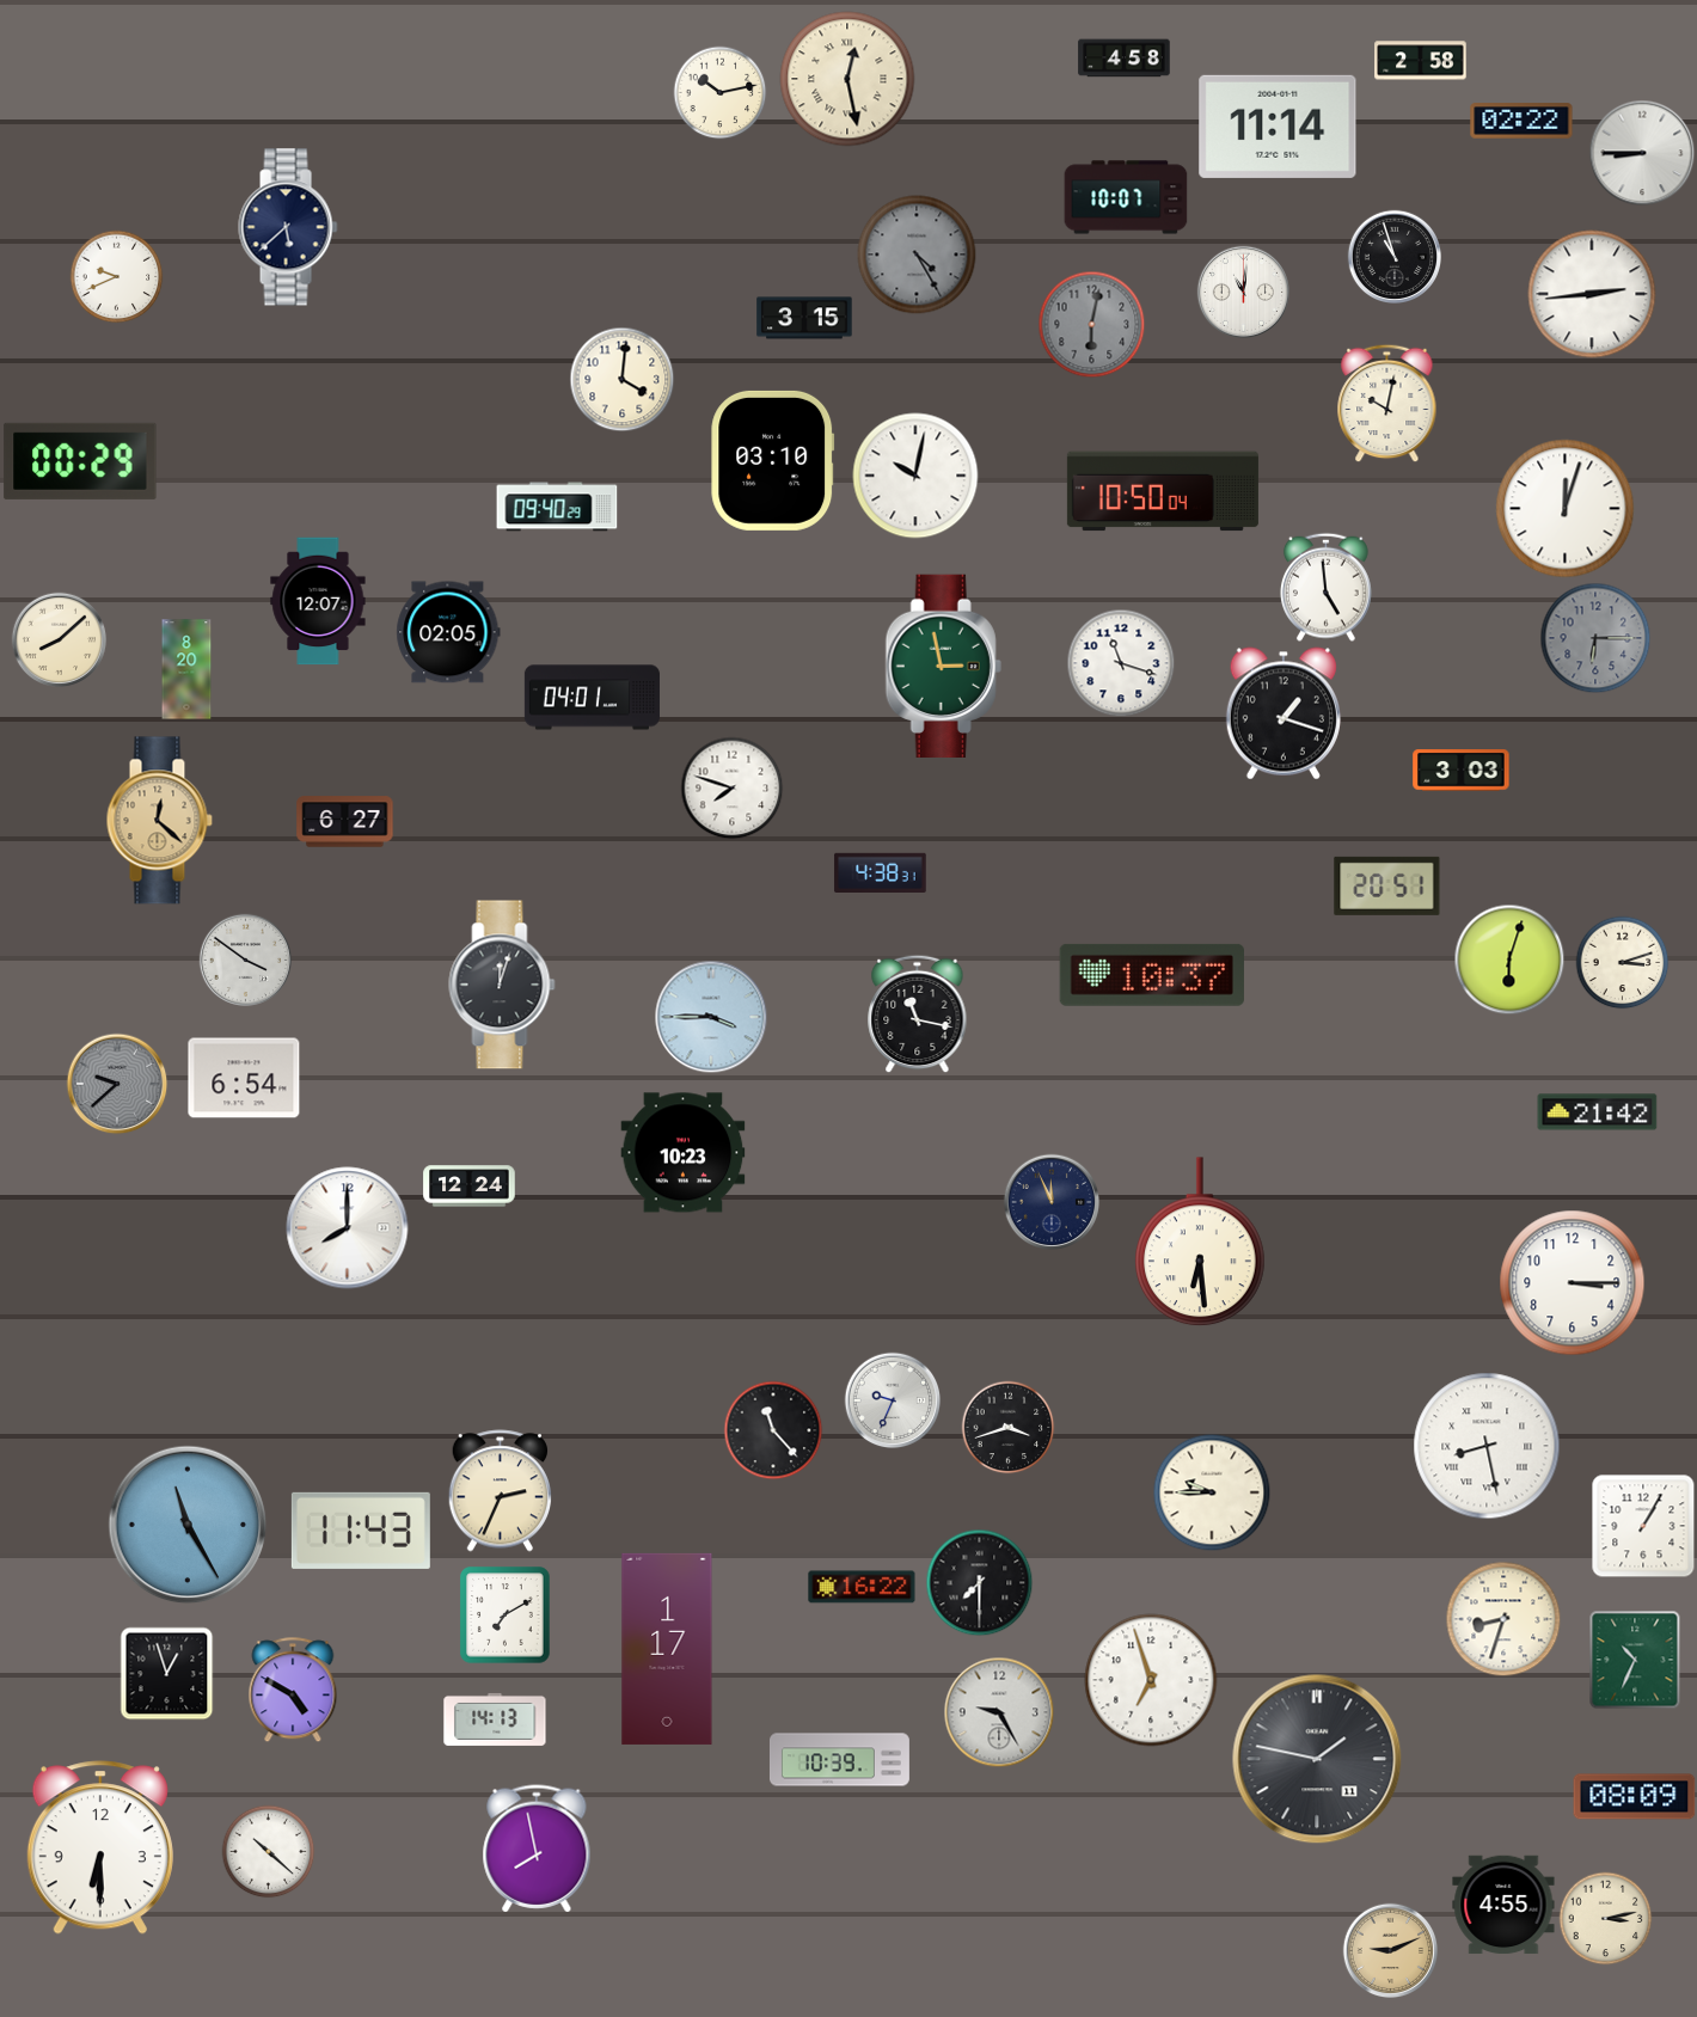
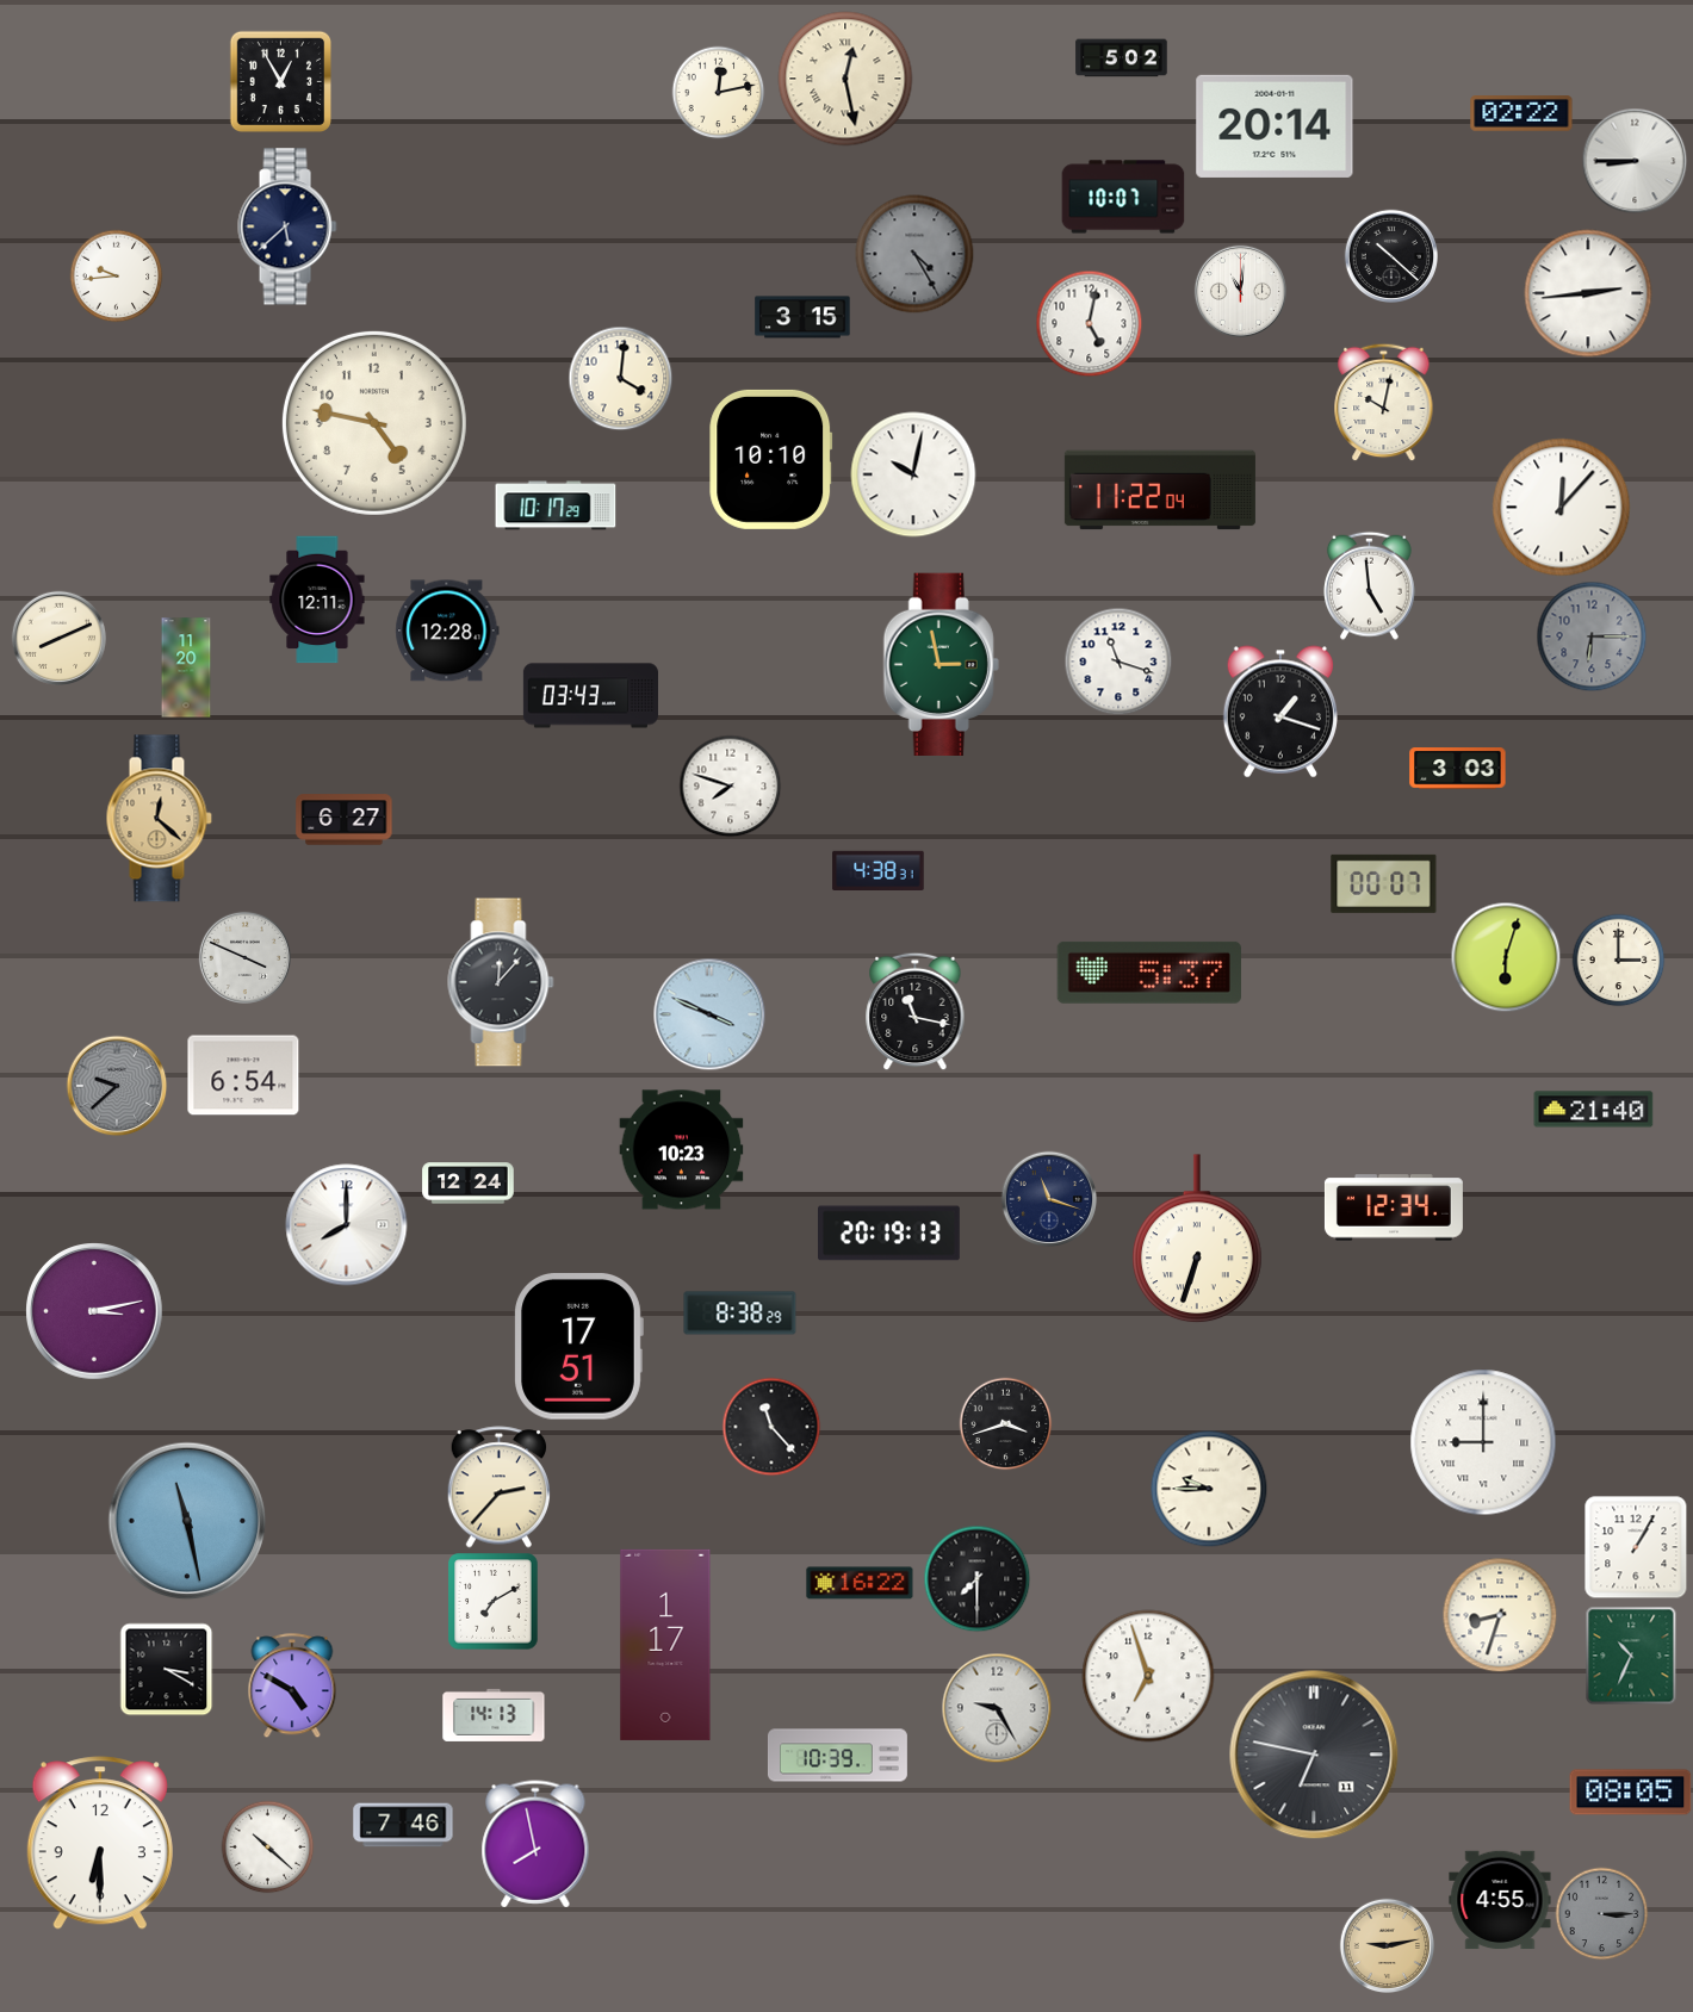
clock at (1125, 59): 4:58 -> 5:02
clock at (1421, 61): 2:58 -> none
clock at (280, 81): none -> 12:55
clock at (719, 92): 10:13 -> 12:13
clock at (1521, 121) position: (1521, 121) -> (1521, 113)
clock at (1278, 127): 11:14 -> 20:14
clock at (1642, 153) position: (1642, 153) -> (1635, 161)
clock at (1393, 256): 10:57 -> 10:22
clock at (116, 276): 9:41 -> 9:44
clock at (1091, 324): 6:02 -> 5:02
clock at (1091, 324) dial: grey -> white
clock at (374, 423): none -> 4:47
clock at (773, 460): 03:10 -> 10:10
clock at (80, 461): 00:29 -> none
clock at (1163, 491): 10:50 -> 11:22
clock at (557, 507): 09:40 -> 10:17
clock at (1566, 509): 12:03 -> 12:07
clock at (1325, 587) position: (1325, 587) -> (1369, 585)
clock at (318, 601): 12:07 -> 12:11
clock at (448, 632): 02:05 -> 12:28
clock at (59, 639): 8:08 -> 8:11
clock at (186, 669): 8:20 -> 11:20
clock at (592, 698): 04:01 -> 03:43
clock at (1387, 885): 20:51 -> 00:07
clock at (245, 960): 3:51 -> 3:49
clock at (1622, 962): 3:12 -> 3:00
clock at (1152, 975): 10:37 -> 5:37
clock at (502, 985): 12:03 -> 12:07
clock at (711, 1017): 3:45 -> 3:49
clock at (117, 1084) position: (117, 1084) -> (117, 1086)
clock at (1598, 1112): 21:42 -> 21:40
clock at (1052, 1202): 11:56 -> 11:18
clock at (1394, 1207): none -> 12:34
clock at (889, 1234): none -> 20:19
clock at (1201, 1243): 6:29 -> 6:33
clock at (1573, 1283): 3:15 -> none
clock at (94, 1311): none -> 3:13
clock at (740, 1314): none -> 8:38
clock at (578, 1347): none -> 17:51
clock at (893, 1400): 9:34 -> none
clock at (1487, 1446): 8:28 -> 9:00
clock at (500, 1491): 2:34 -> 2:37
clock at (188, 1525): 11:25 -> 11:28
clock at (1643, 1526) position: (1643, 1526) -> (1636, 1547)
clock at (361, 1531): 11:43 -> none
clock at (506, 1616) position: (506, 1616) -> (494, 1602)
clock at (166, 1673): 12:57 -> 3:20
clock at (1317, 1759): 1:47 -> 6:47
clock at (1635, 1797): 08:09 -> 08:05
clock at (403, 1825): none -> 7:46
clock at (1605, 1918): 3:13 -> 3:15
clock at (1605, 1918) dial: cream -> grey
clock at (1390, 1950): 9:11 -> 9:13
